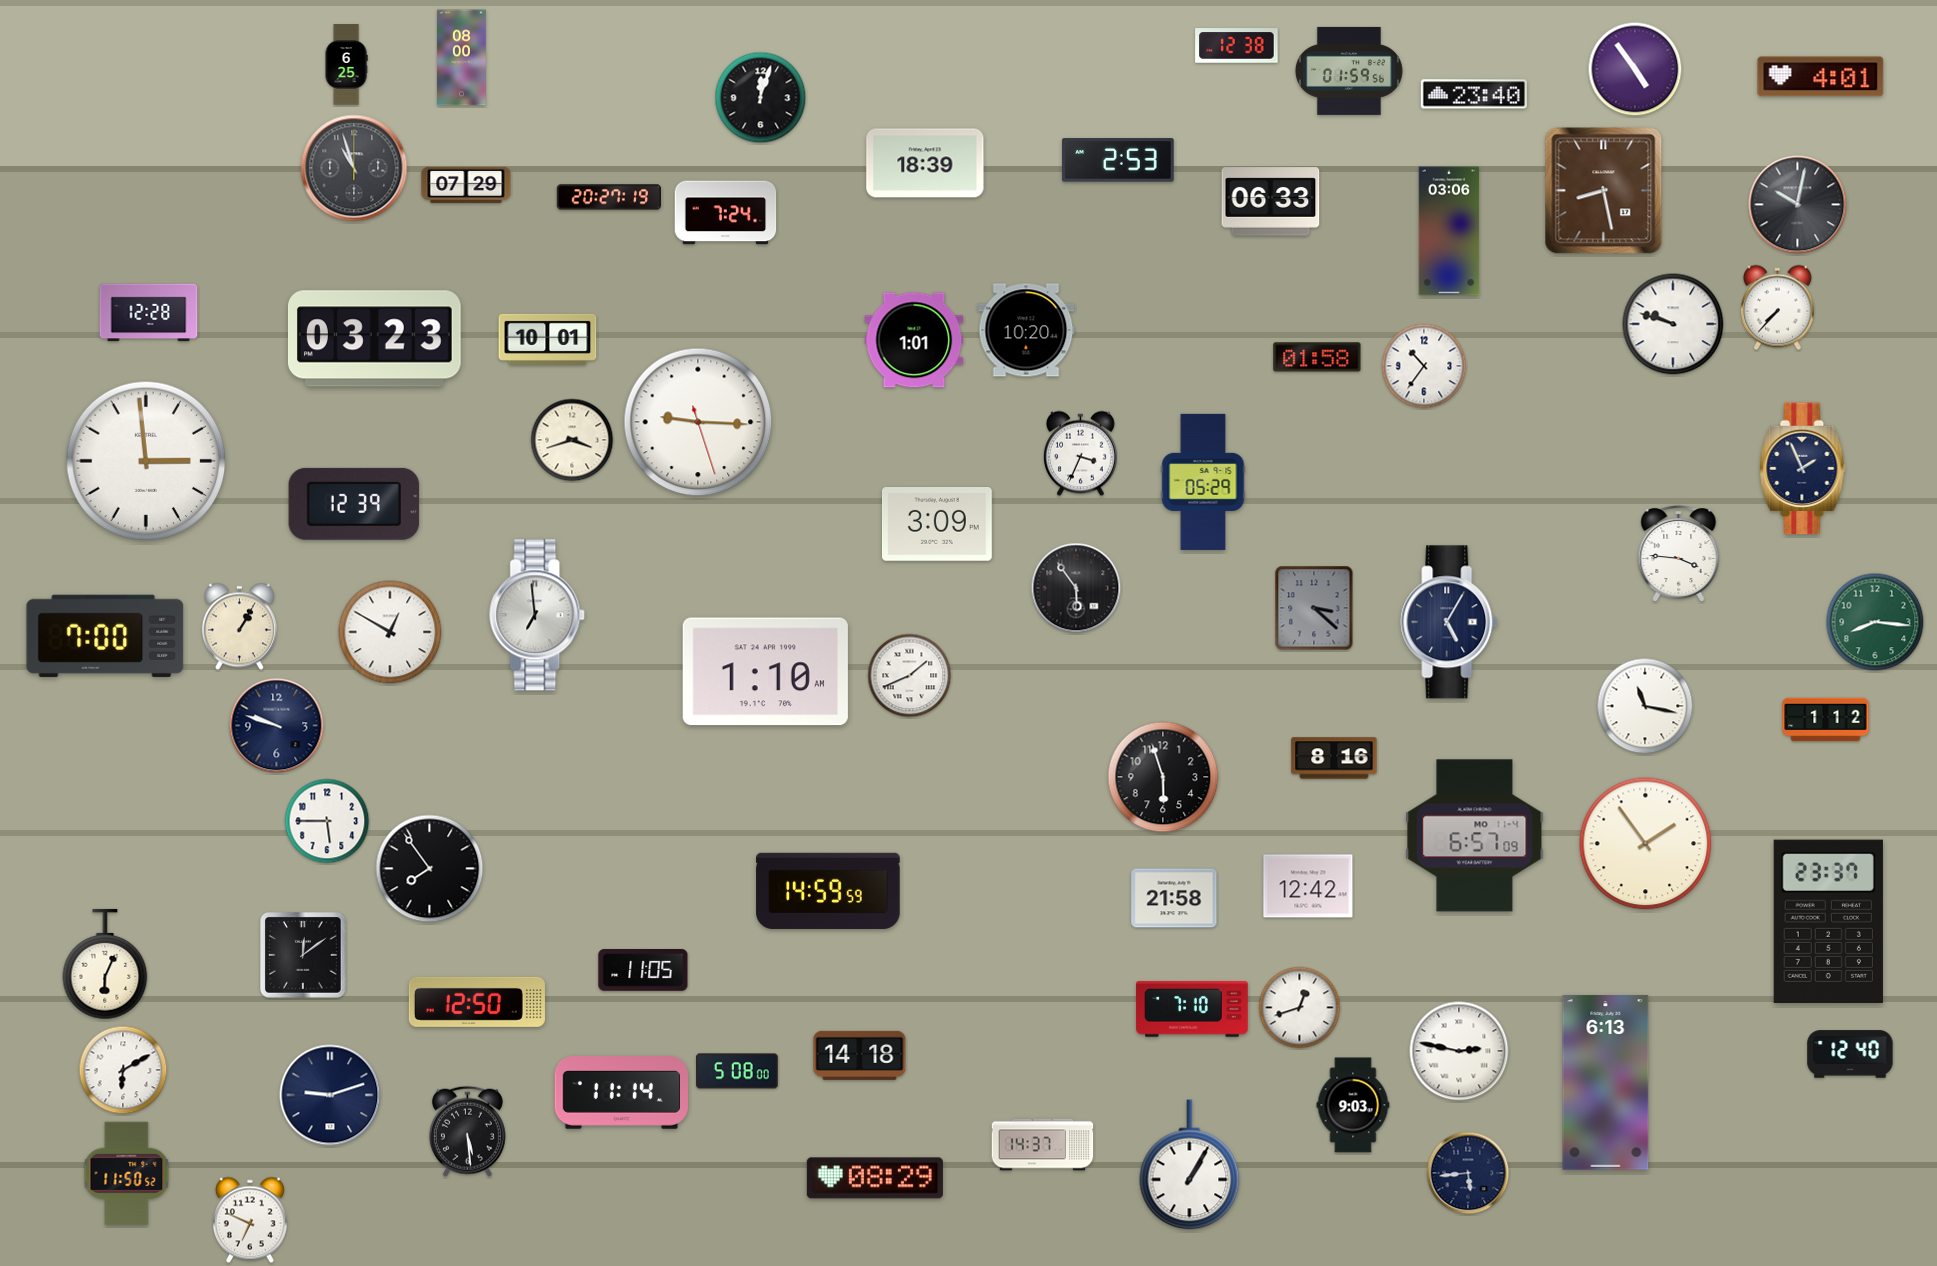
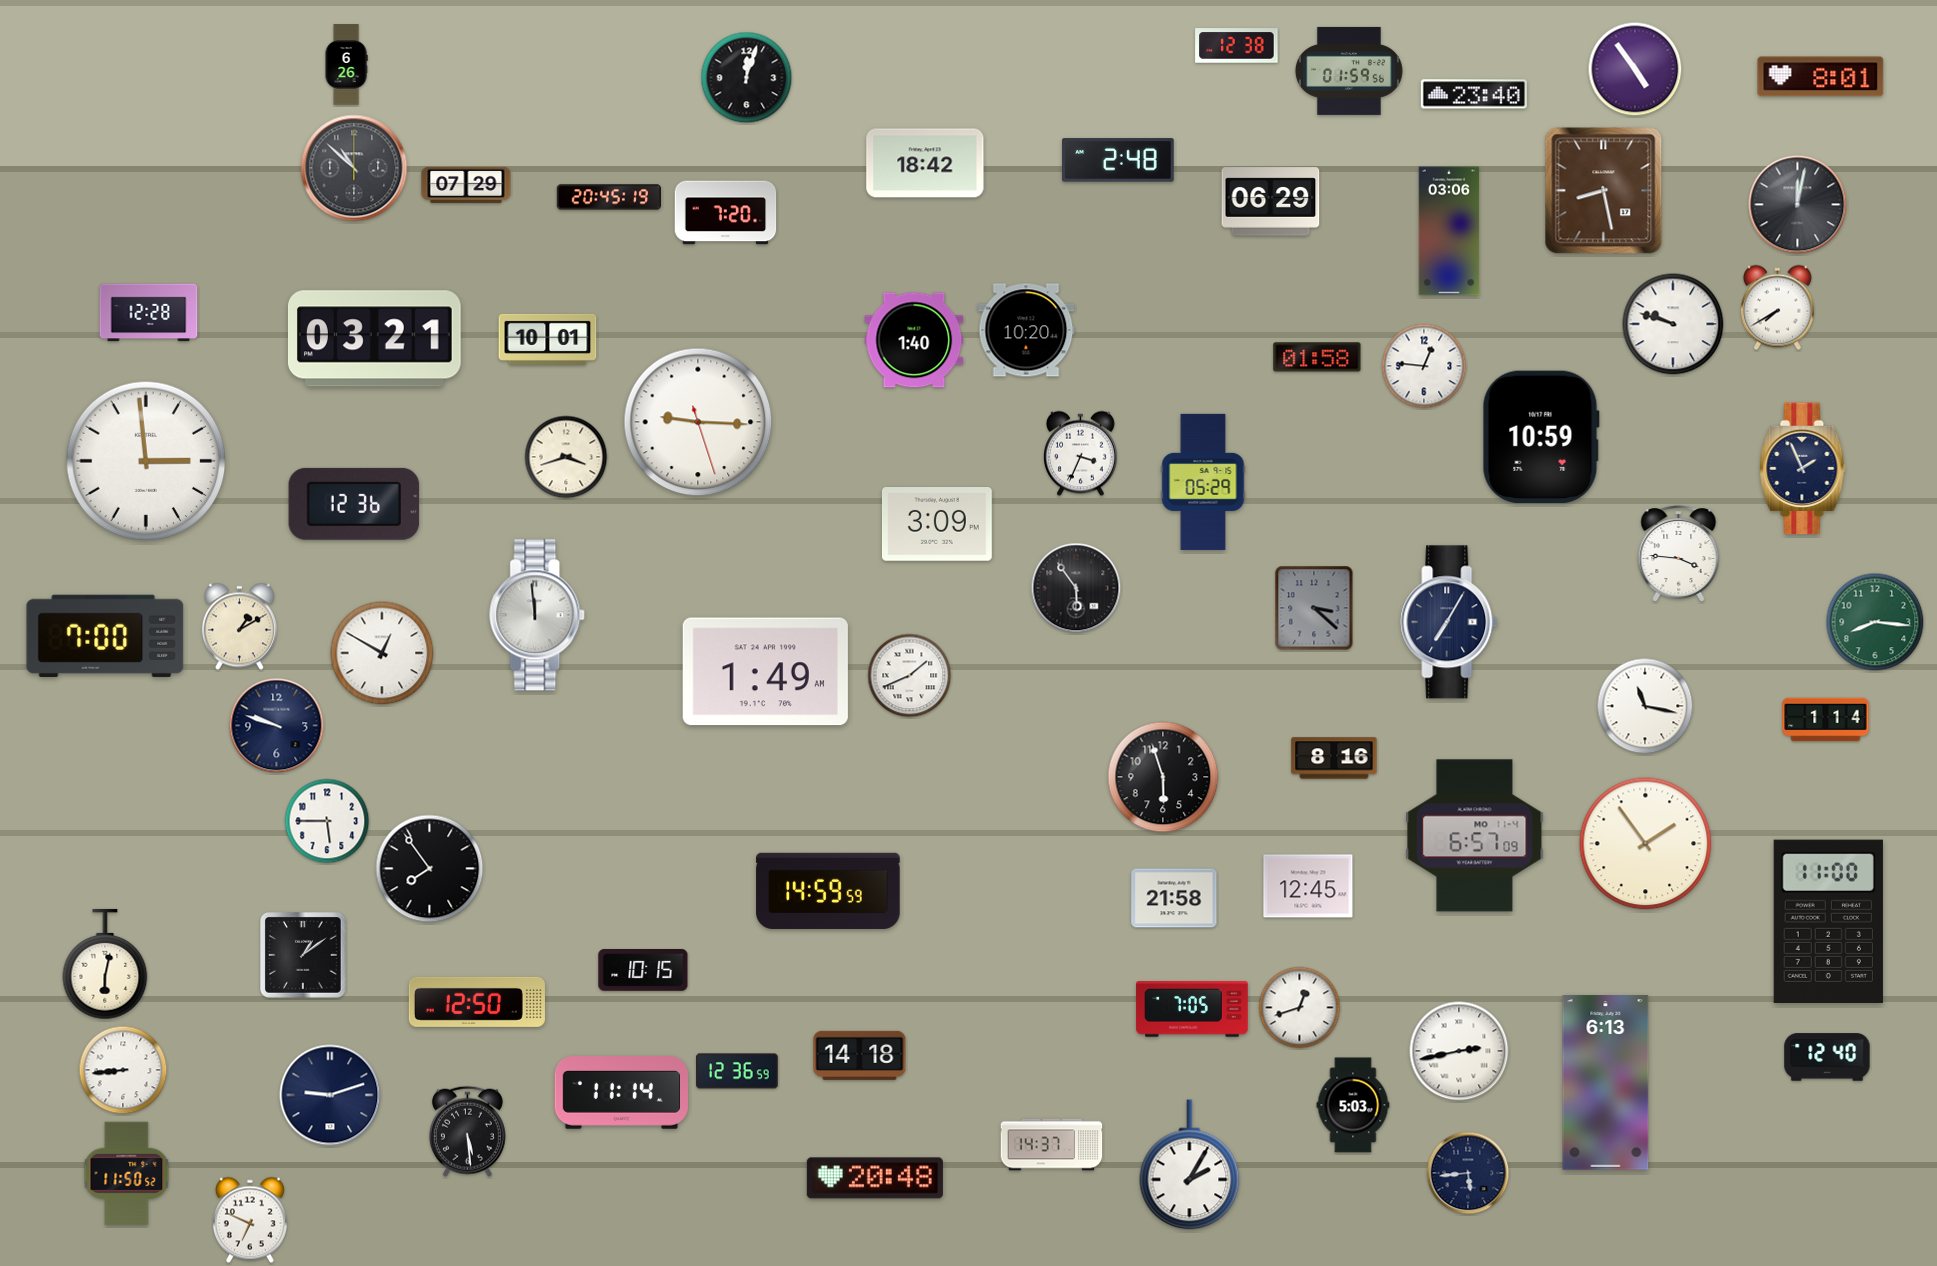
clock at (462, 58): 08:00 -> none
clock at (346, 65): 6:25 -> 6:26
clock at (1821, 77): 4:01 -> 8:01
clock at (761, 98) position: (761, 98) -> (747, 78)
clock at (1118, 160): 2:53 -> 2:48
clock at (925, 163): 18:39 -> 18:42
clock at (354, 168): 10:57 -> 10:52
clock at (608, 197): 20:27 -> 20:45
clock at (1271, 202): 06:33 -> 06:29
clock at (1798, 205): 10:02 -> 12:02
clock at (726, 213): 7:24 -> 7:20
clock at (1778, 308): 7:37 -> 7:40
clock at (375, 339): 03:23 -> 03:21
clock at (914, 340): 1:01 -> 1:40
clock at (1424, 366): 10:36 -> 12:46
clock at (1541, 436): none -> 10:59
clock at (572, 440) position: (572, 440) -> (566, 457)
clock at (354, 504): 12:39 -> 12:36
clock at (538, 615): 6:59 -> 11:59
clock at (1449, 622): 5:05 -> 7:05
clock at (239, 627): 1:05 -> 1:10
clock at (390, 632) position: (390, 632) -> (382, 653)
clock at (765, 672): 1:10 -> 1:49
clock at (1826, 720): 1:12 -> 1:14
clock at (1308, 886): 12:42 -> 12:45
clock at (1828, 921): 23:37 -> 11:00
clock at (304, 956): 12:09 -> 1:09
clock at (105, 964): 6:04 -> 6:02
clock at (643, 971): 11:05 -> 10:15
clock at (1192, 1009): 7:10 -> 7:05
clock at (1459, 1051): 2:47 -> 2:43
clock at (1850, 1054) position: (1850, 1054) -> (1827, 1057)
clock at (123, 1070): 6:10 -> 8:44
clock at (737, 1071): 5:08 -> 12:36
clock at (1353, 1105): 9:03 -> 5:03
clock at (1043, 1145) position: (1043, 1145) -> (1052, 1145)
clock at (1190, 1165): 1:05 -> 2:05
clock at (875, 1178): 08:29 -> 20:48
